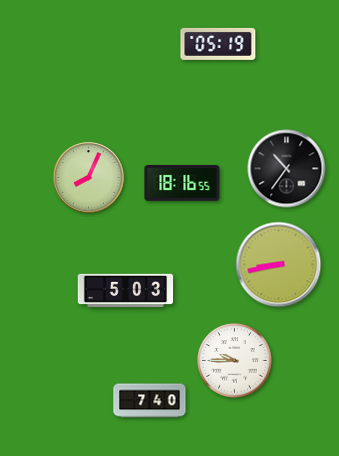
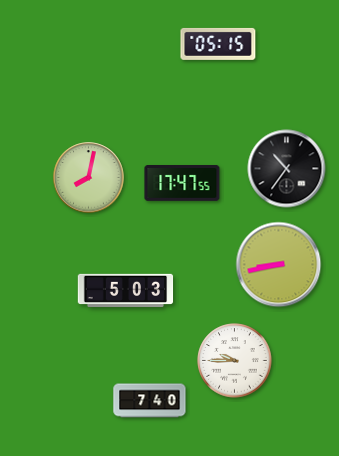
clock at (218, 44): 05:19 -> 05:15
clock at (89, 178): 8:04 -> 8:02
clock at (182, 184): 18:16 -> 17:47
